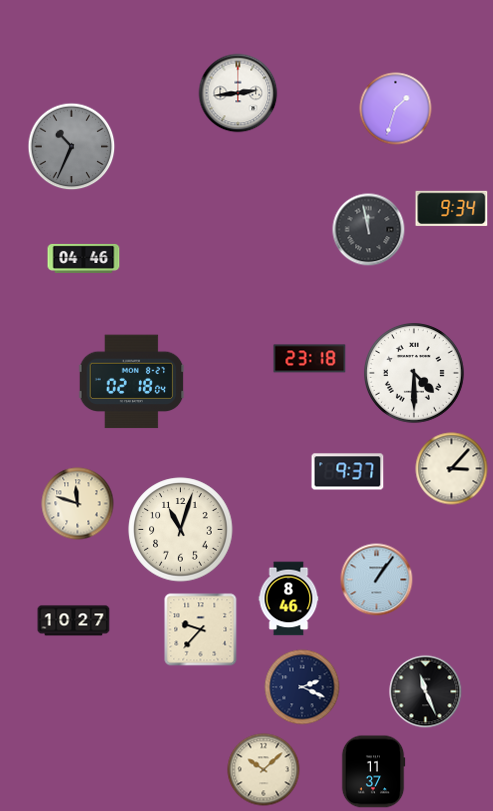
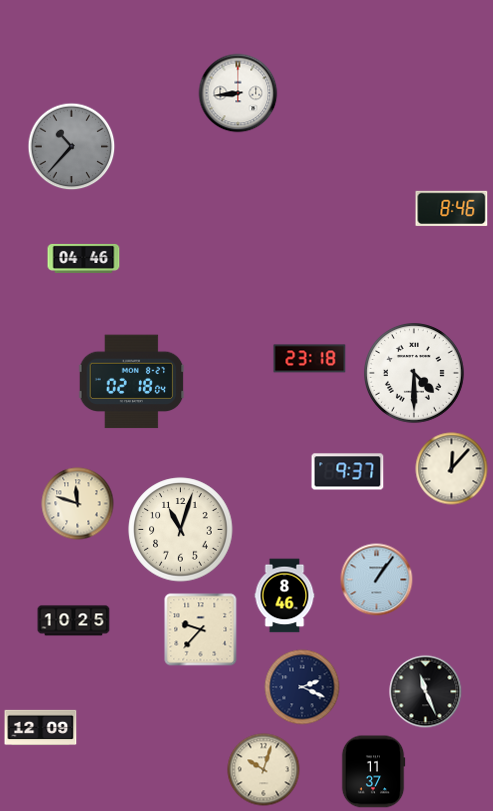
clock at (238, 93): 2:44 -> 8:44
clock at (396, 109): 1:33 -> none
clock at (72, 147): 10:34 -> 10:37
clock at (452, 208): 9:34 -> 8:46
clock at (369, 230): 11:58 -> none
clock at (452, 469): 3:07 -> 12:07
clock at (289, 599) position: (289, 599) -> (285, 596)
clock at (74, 621): 10:27 -> 10:25
clock at (41, 728): none -> 12:09
clock at (264, 770): 10:08 -> 10:03
